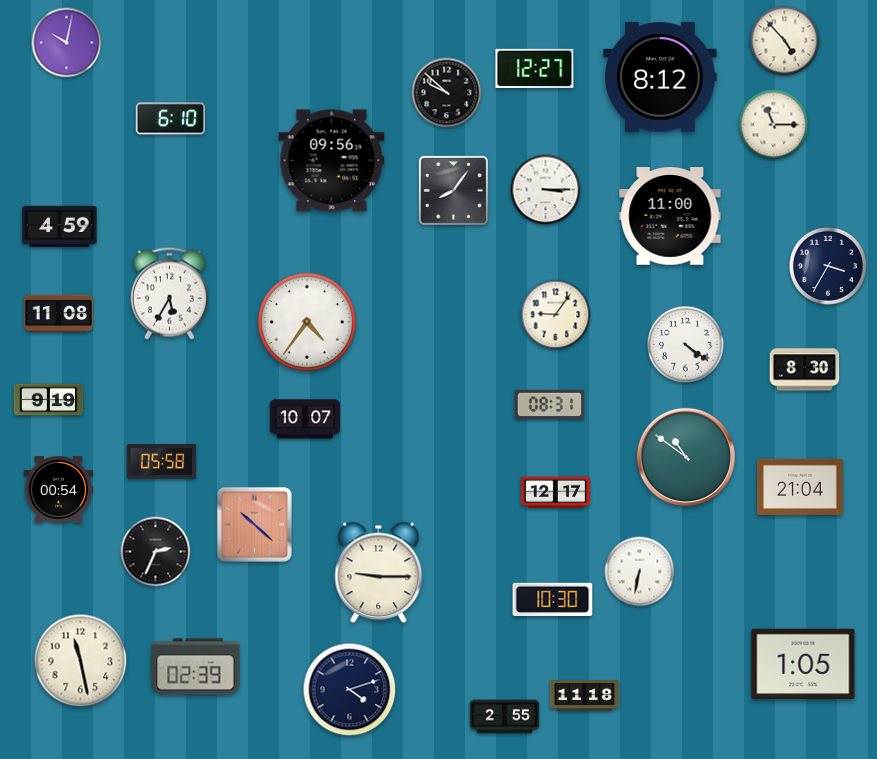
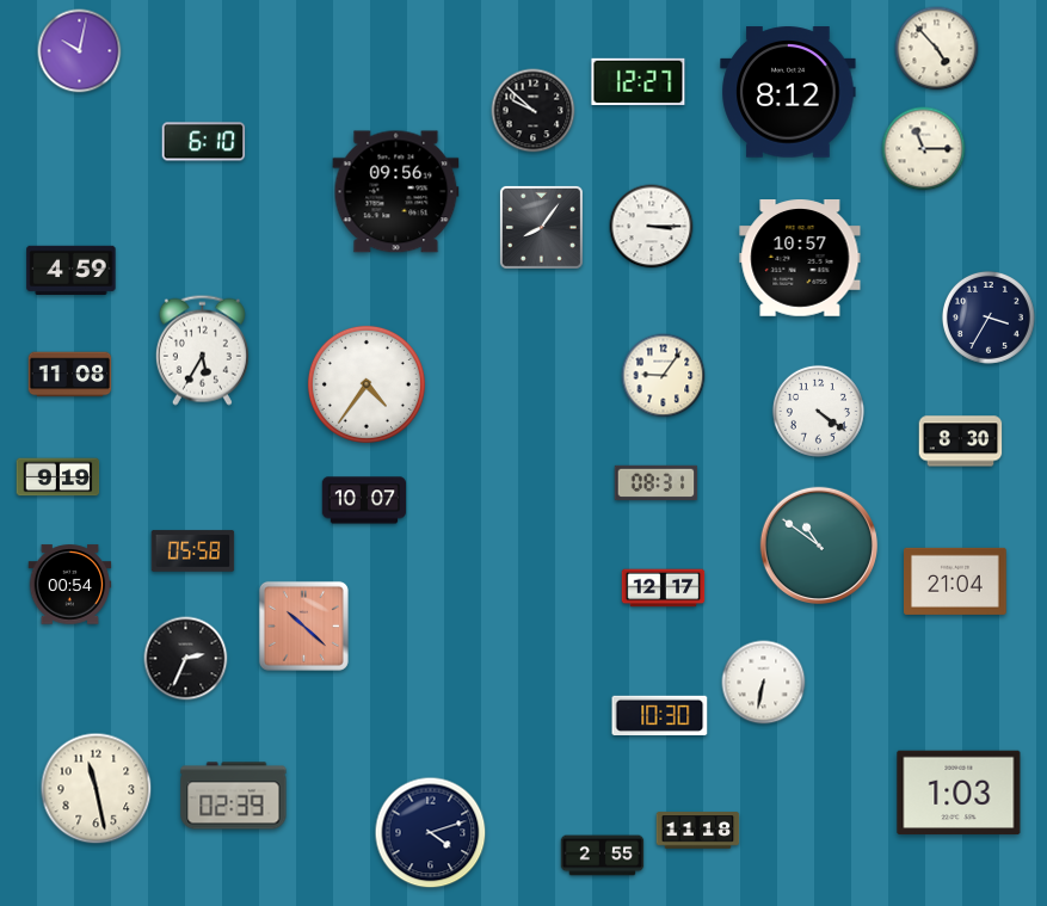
clock at (670, 217): 11:00 -> 10:57
clock at (379, 573): 9:15 -> none
clock at (803, 664): 1:05 -> 1:03
clock at (350, 690) position: (350, 690) -> (431, 833)
